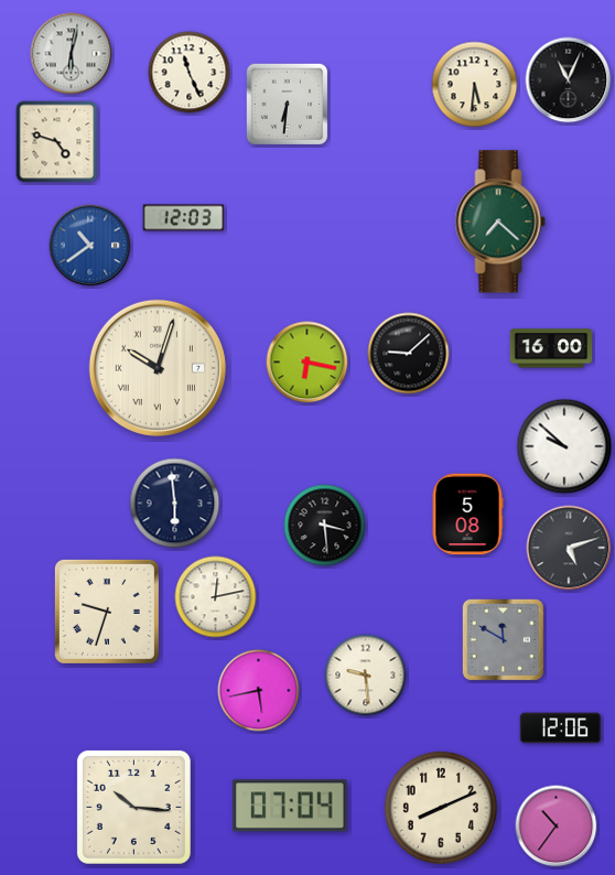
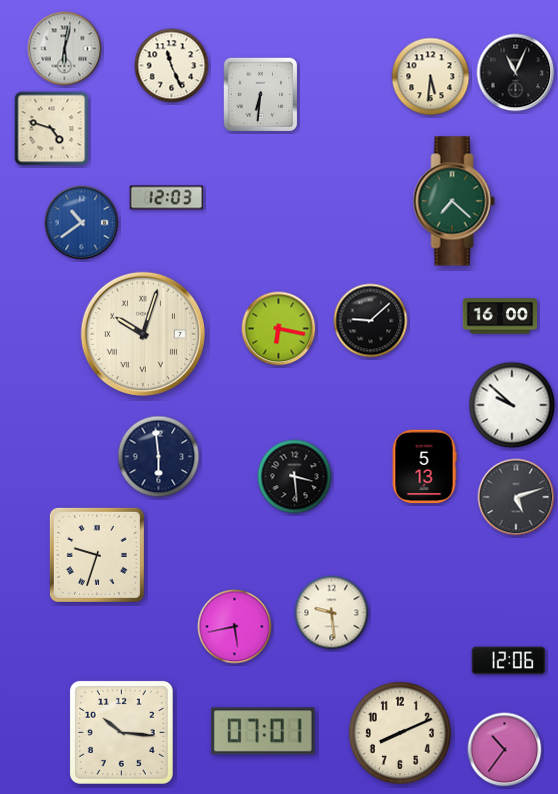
clock at (467, 515): 5:08 -> 5:13
clock at (216, 597): 12:13 -> none
clock at (504, 640): 11:50 -> none
clock at (290, 806): 07:04 -> 07:01
